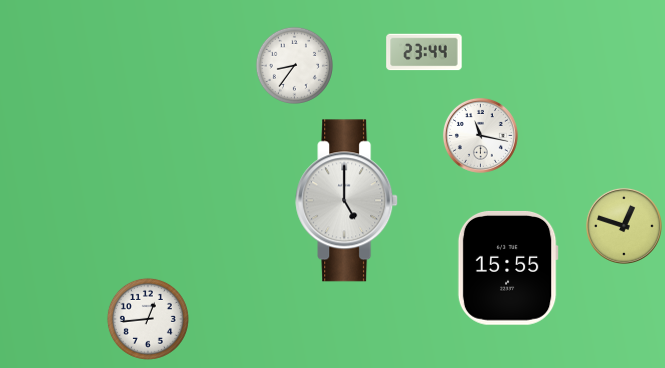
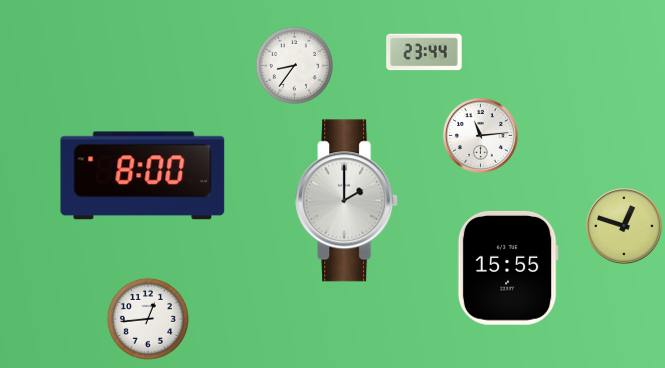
clock at (480, 135): 11:17 -> 11:14
clock at (143, 176): none -> 8:00
clock at (347, 201): 5:00 -> 2:00
